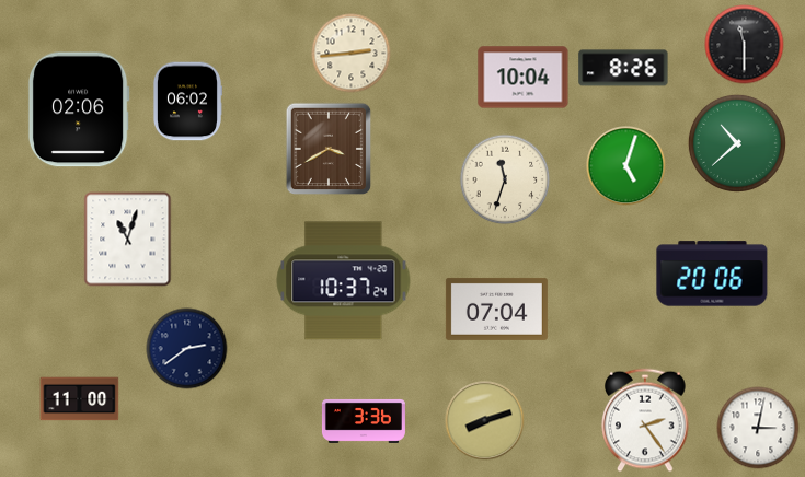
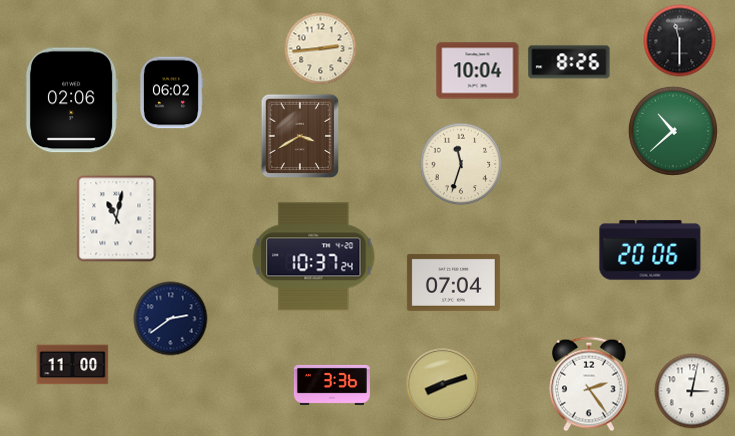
clock at (626, 166): 5:03 -> none
clock at (128, 240): 11:03 -> 11:02
